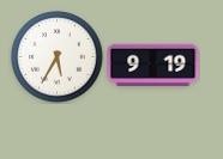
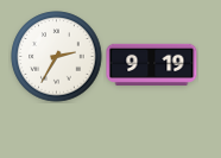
clock at (58, 57): 5:35 -> 2:35
